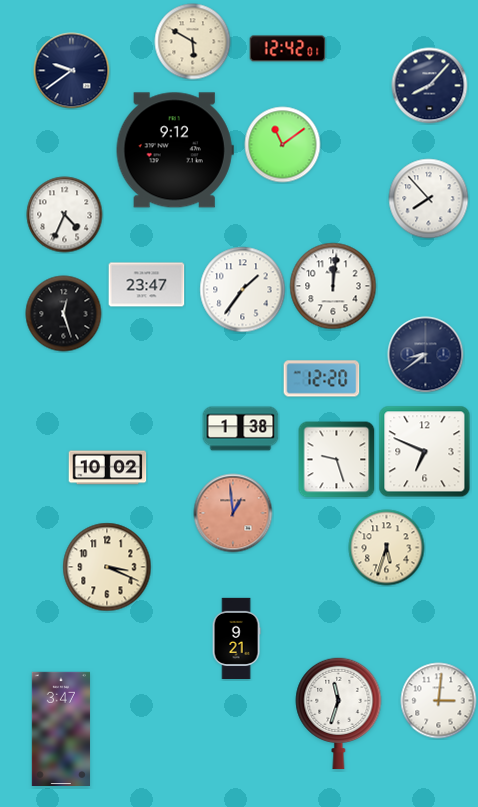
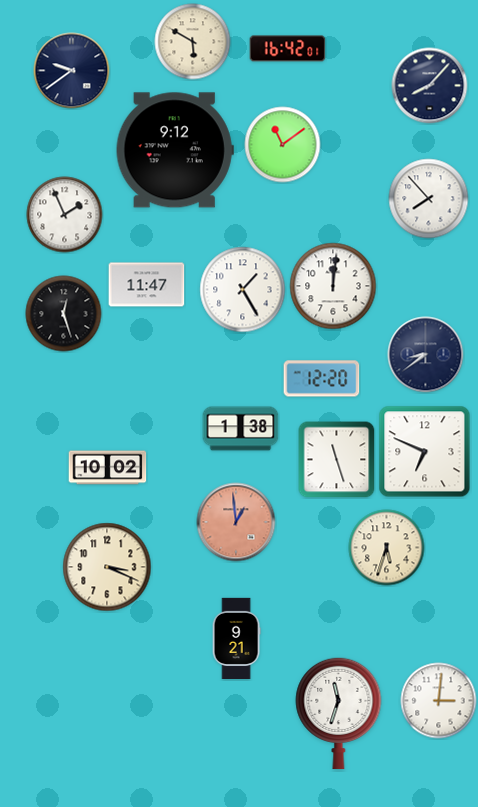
clock at (288, 49): 12:42 -> 16:42
clock at (65, 215): 4:34 -> 1:56
clock at (147, 285): 23:47 -> 11:47
clock at (243, 290): 1:36 -> 1:25
clock at (337, 460): 9:27 -> 11:27
clock at (233, 513) position: (233, 513) -> (236, 522)
clock at (60, 728): 3:47 -> none
